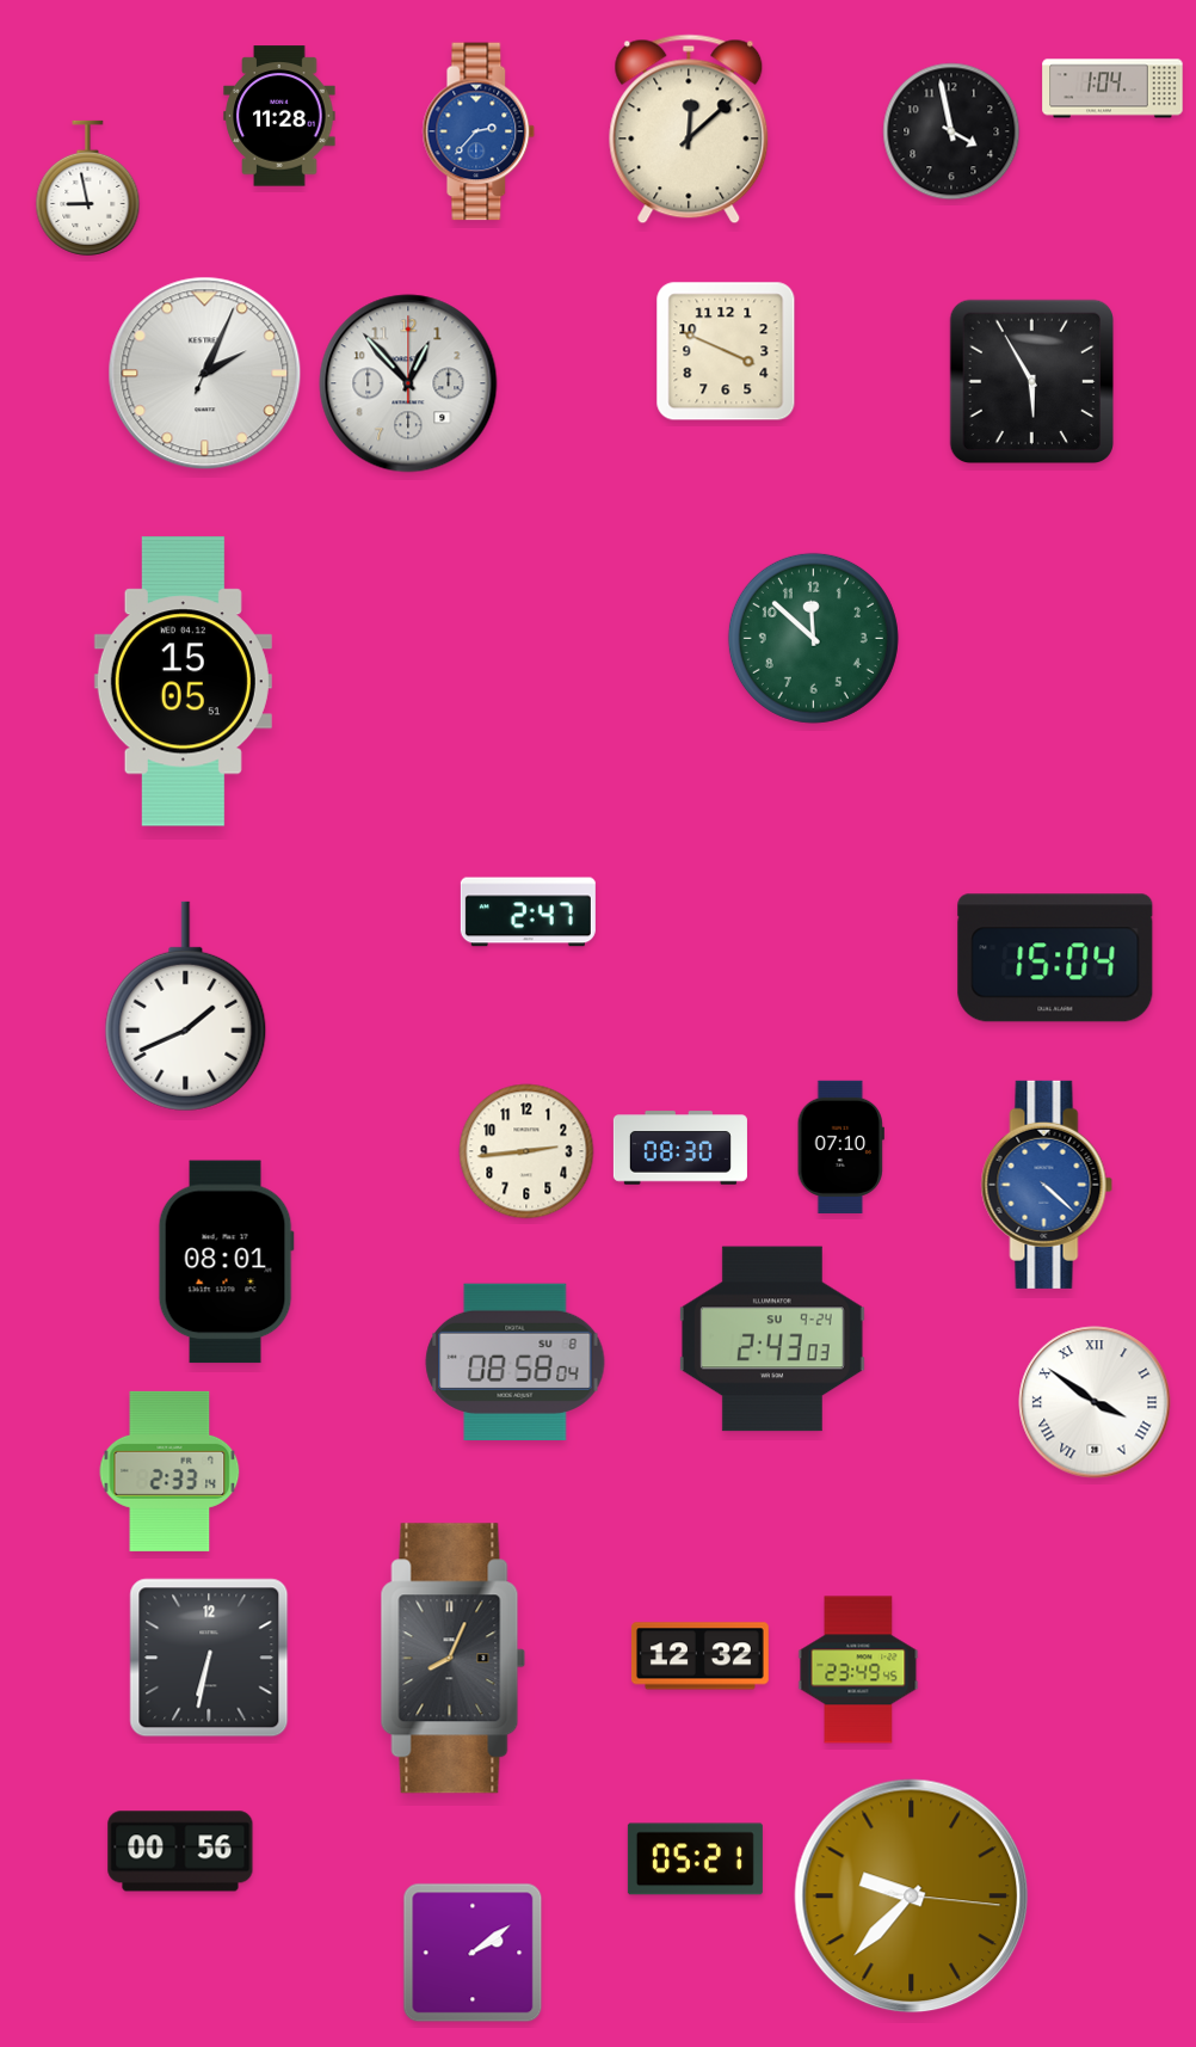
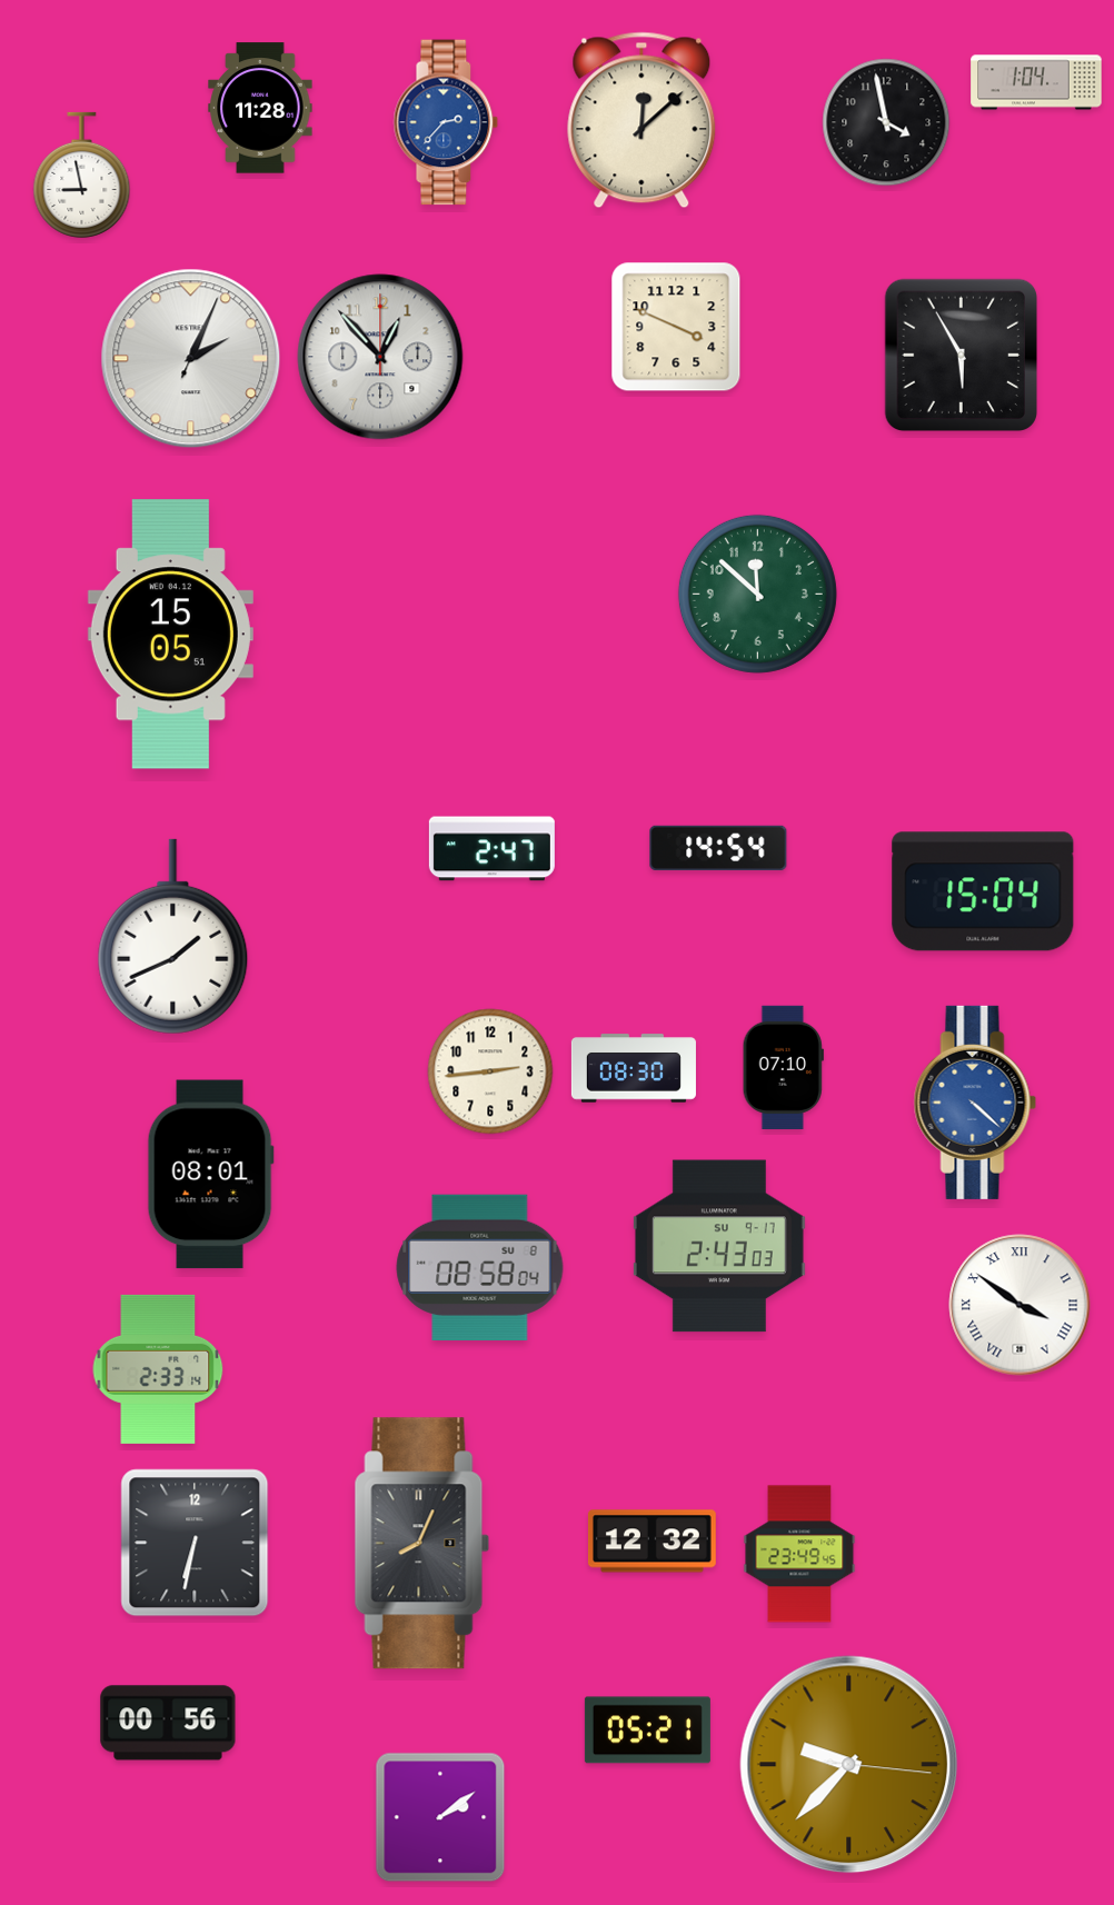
clock at (205, 374) position: (205, 374) -> (191, 359)
clock at (718, 848): none -> 14:54
clock at (772, 1339) date: SU 9-24 -> SU 9-17
